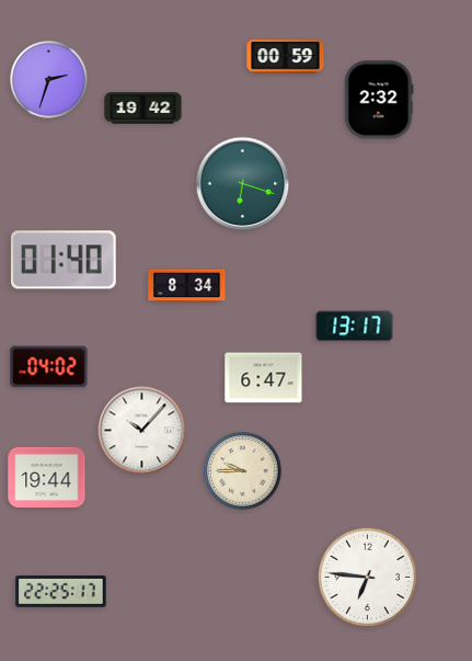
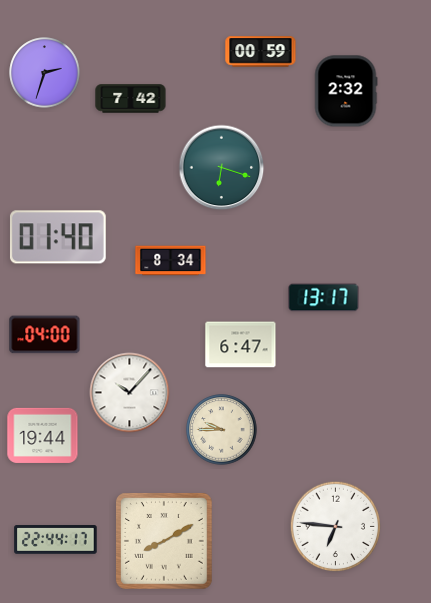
clock at (143, 109): 19:42 -> 7:42
clock at (49, 367): 04:02 -> 04:00
clock at (61, 592): 22:25 -> 22:44
clock at (165, 542): none -> 8:10
